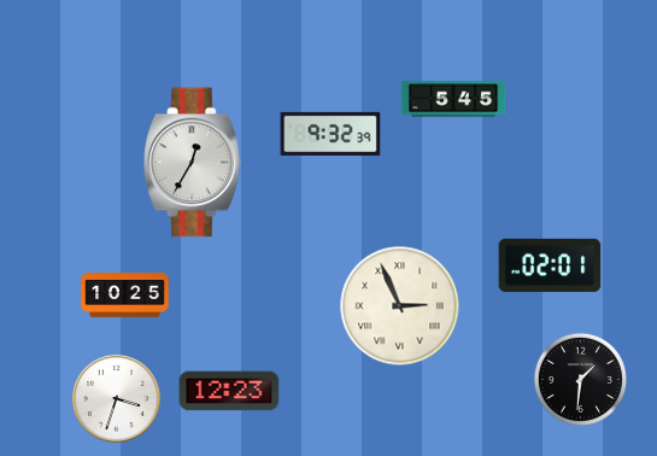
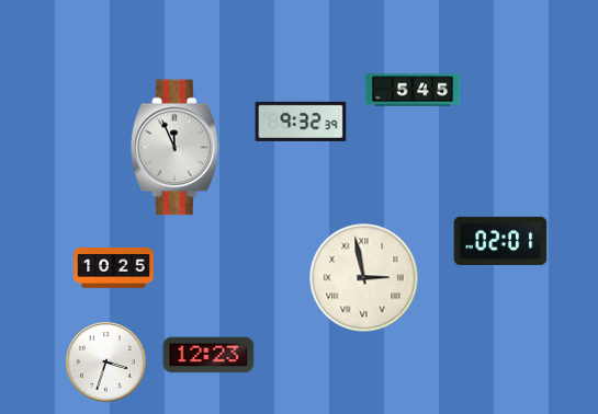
clock at (193, 163): 12:35 -> 11:56
clock at (400, 306): 2:56 -> 2:58
clock at (580, 379): 1:31 -> none
